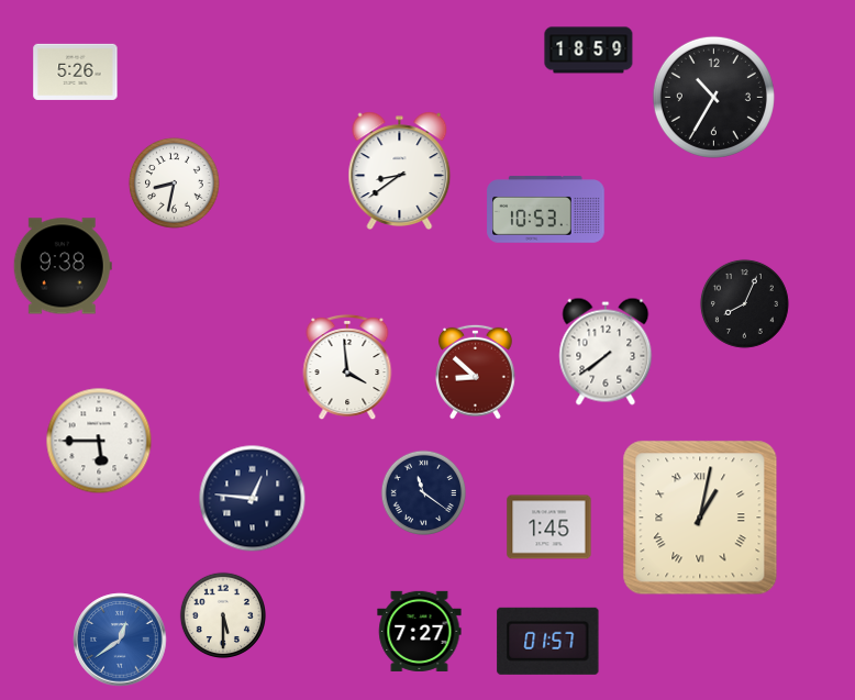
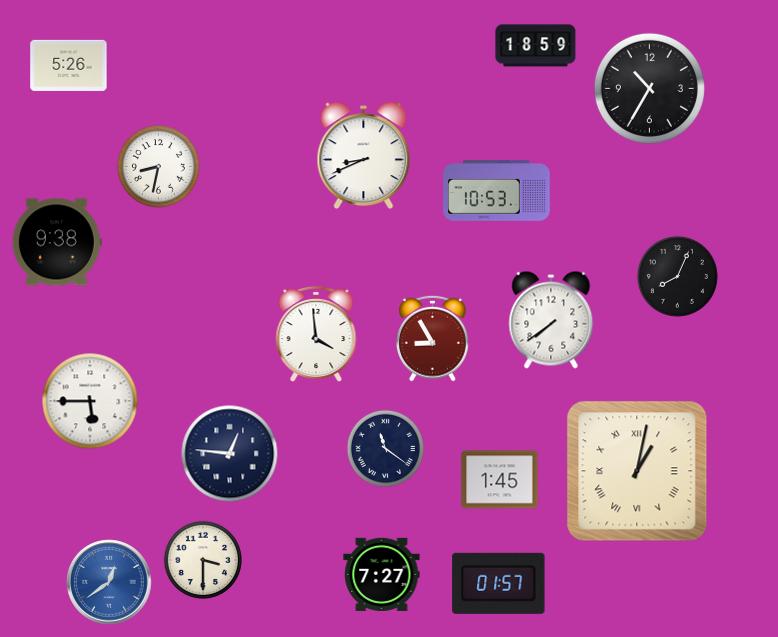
clock at (400, 170): 8:39 -> 8:41
clock at (476, 371): 8:52 -> 8:55
clock at (222, 614): 5:30 -> 3:30
